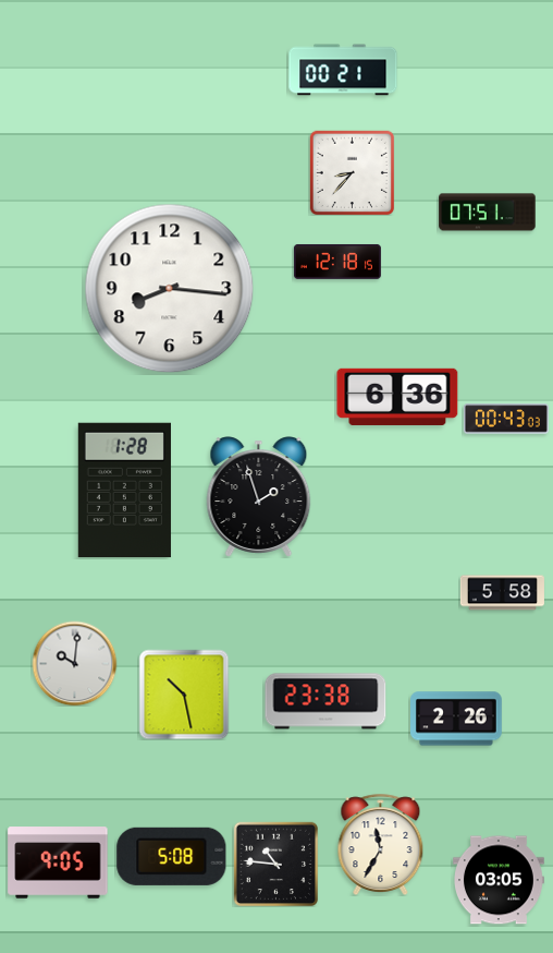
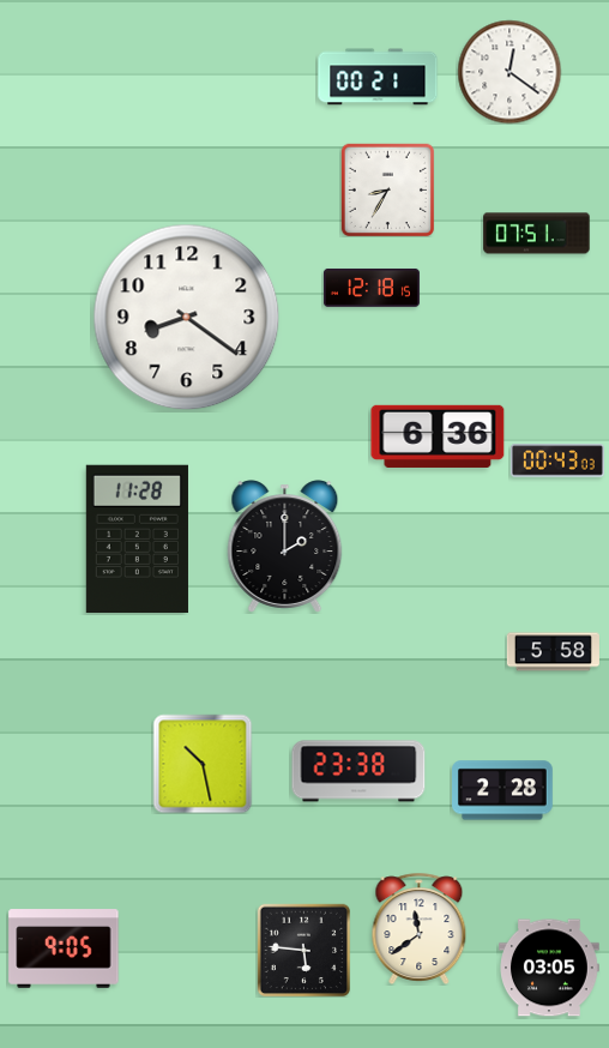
clock at (509, 72): none -> 12:21
clock at (352, 172): 8:37 -> 8:35
clock at (170, 289): 8:16 -> 8:21
clock at (124, 491): 1:28 -> 11:28
clock at (259, 497): 1:57 -> 2:00
clock at (74, 663): 10:01 -> none
clock at (457, 719): 2:26 -> 2:28
clock at (381, 844): 11:35 -> 11:39
clock at (172, 856): 5:08 -> none
clock at (275, 864): 10:46 -> 5:46
